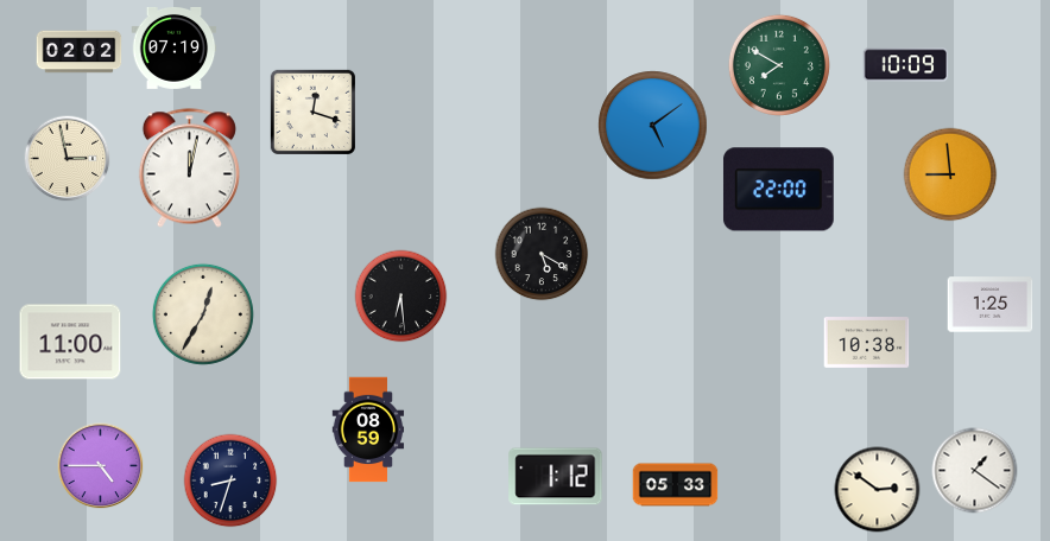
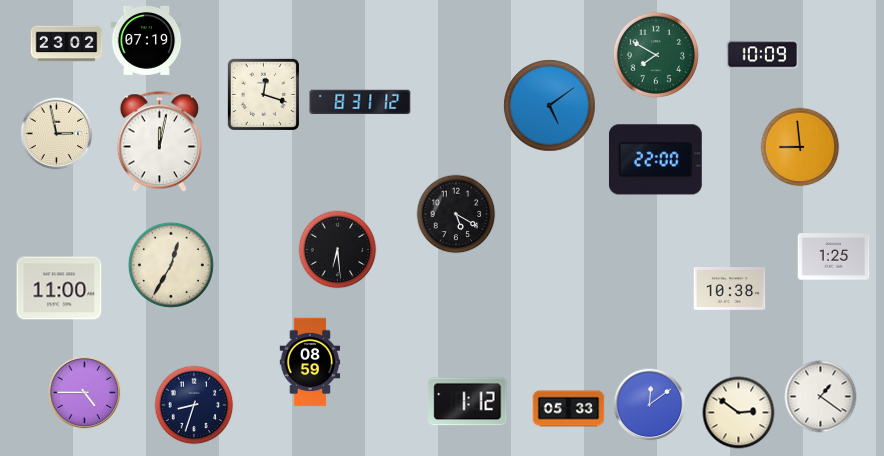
clock at (80, 52): 02:02 -> 23:02
clock at (360, 102): none -> 8:31
clock at (650, 405): none -> 12:09
